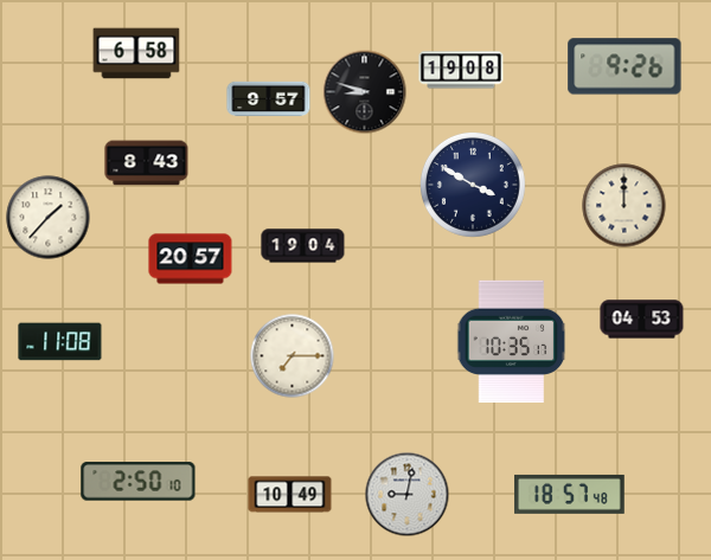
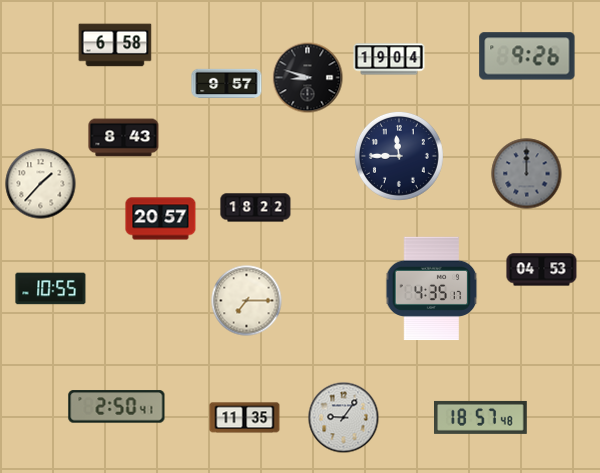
clock at (461, 70): 19:08 -> 19:04
clock at (473, 185): 3:50 -> 11:45
clock at (624, 206) dial: cream -> grey
clock at (303, 246): 19:04 -> 18:22
clock at (60, 342): 11:08 -> 10:55
clock at (512, 342): 10:35 -> 4:35
clock at (139, 482): 2:50:10 -> 2:50:41
clock at (290, 495): 10:49 -> 11:35
clock at (408, 495): 9:02 -> 9:06
